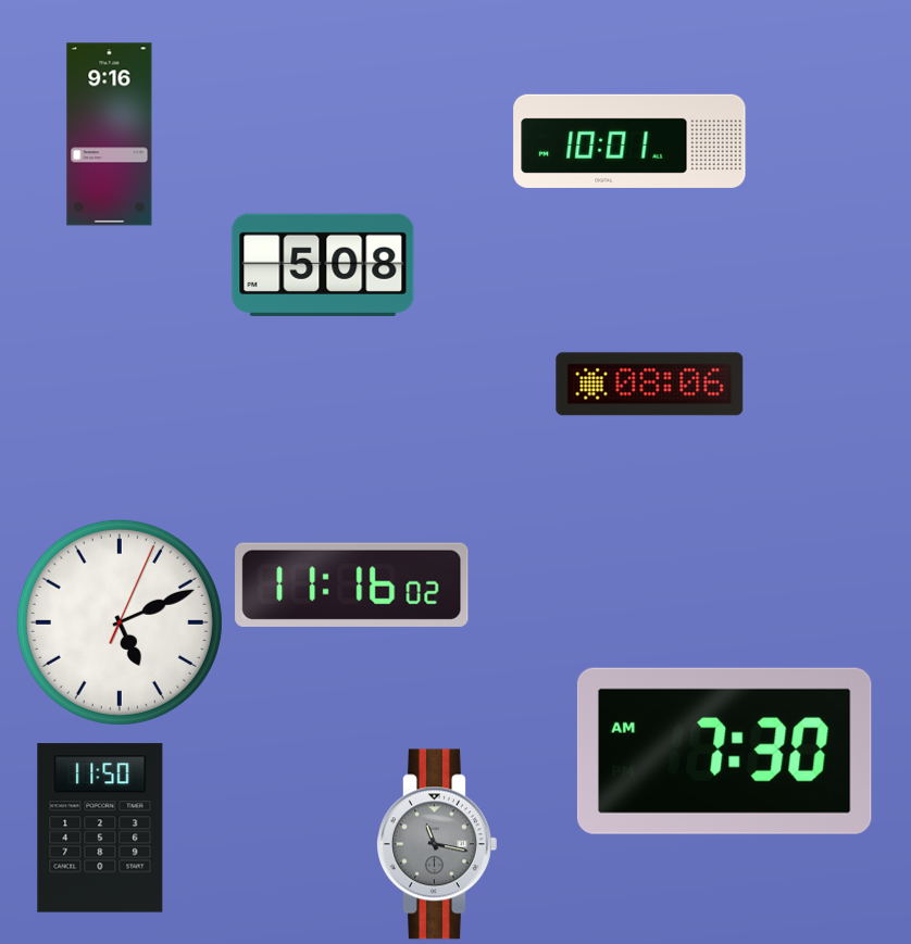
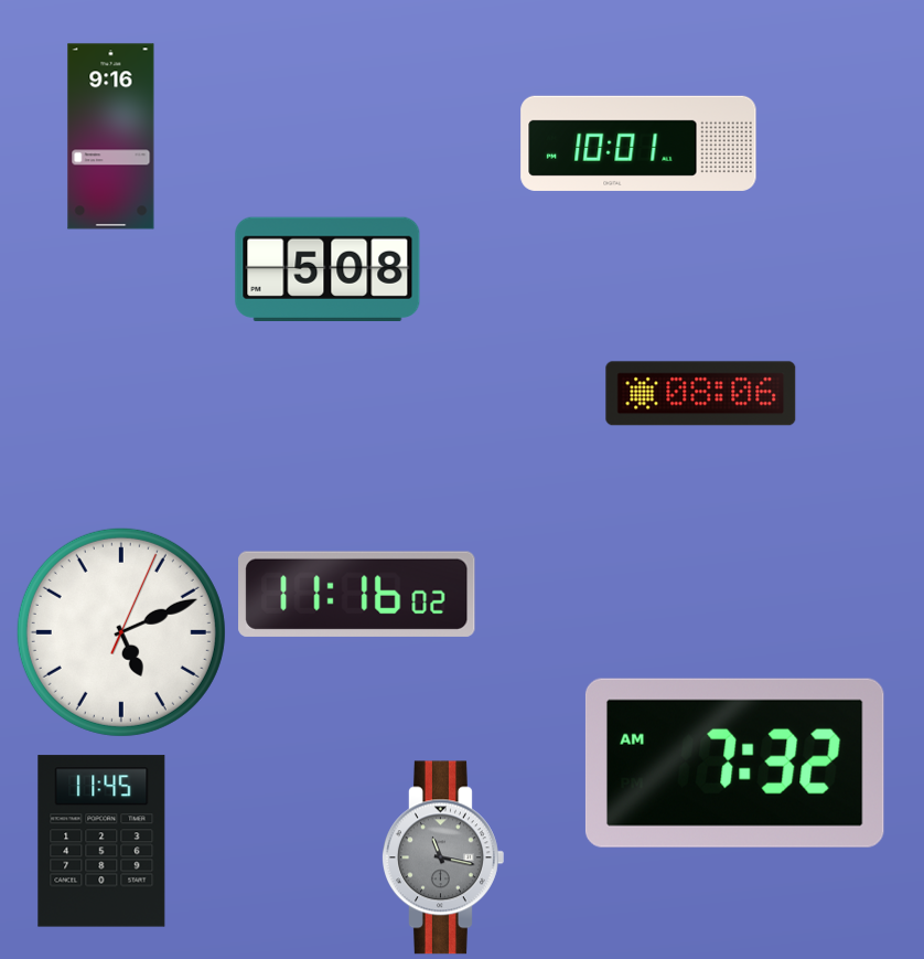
clock at (650, 385) position: (650, 385) -> (701, 394)
clock at (724, 751): 7:30 -> 7:32
clock at (100, 828): 11:50 -> 11:45
